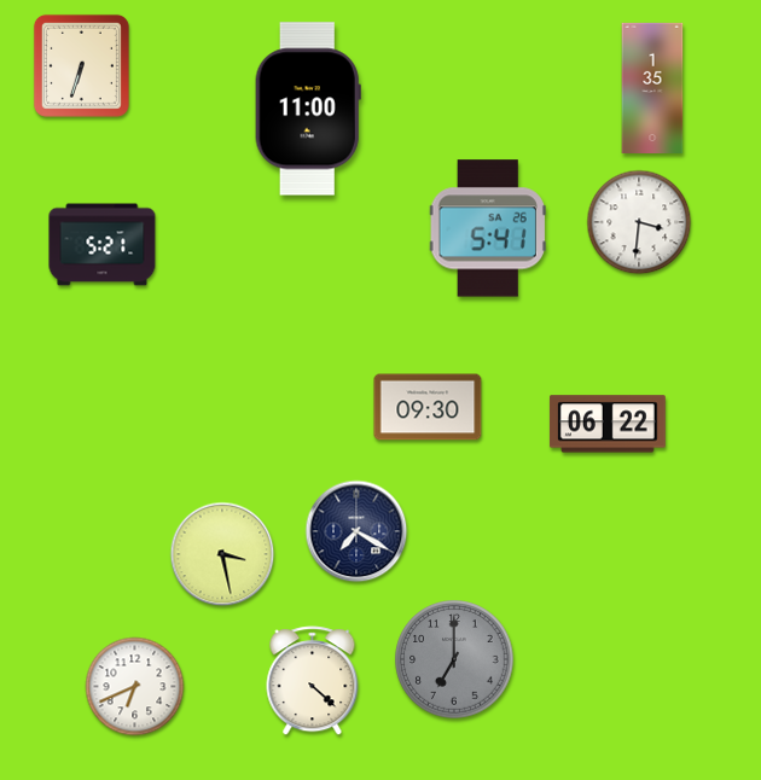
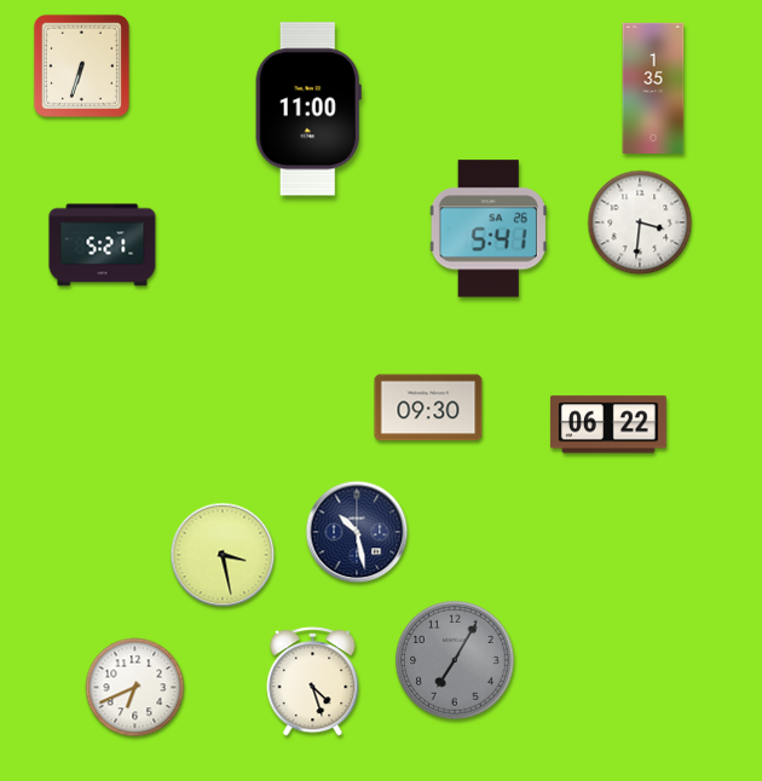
clock at (356, 531): 7:20 -> 10:28
clock at (454, 659): 7:00 -> 7:05
clock at (313, 681): 4:22 -> 4:27
